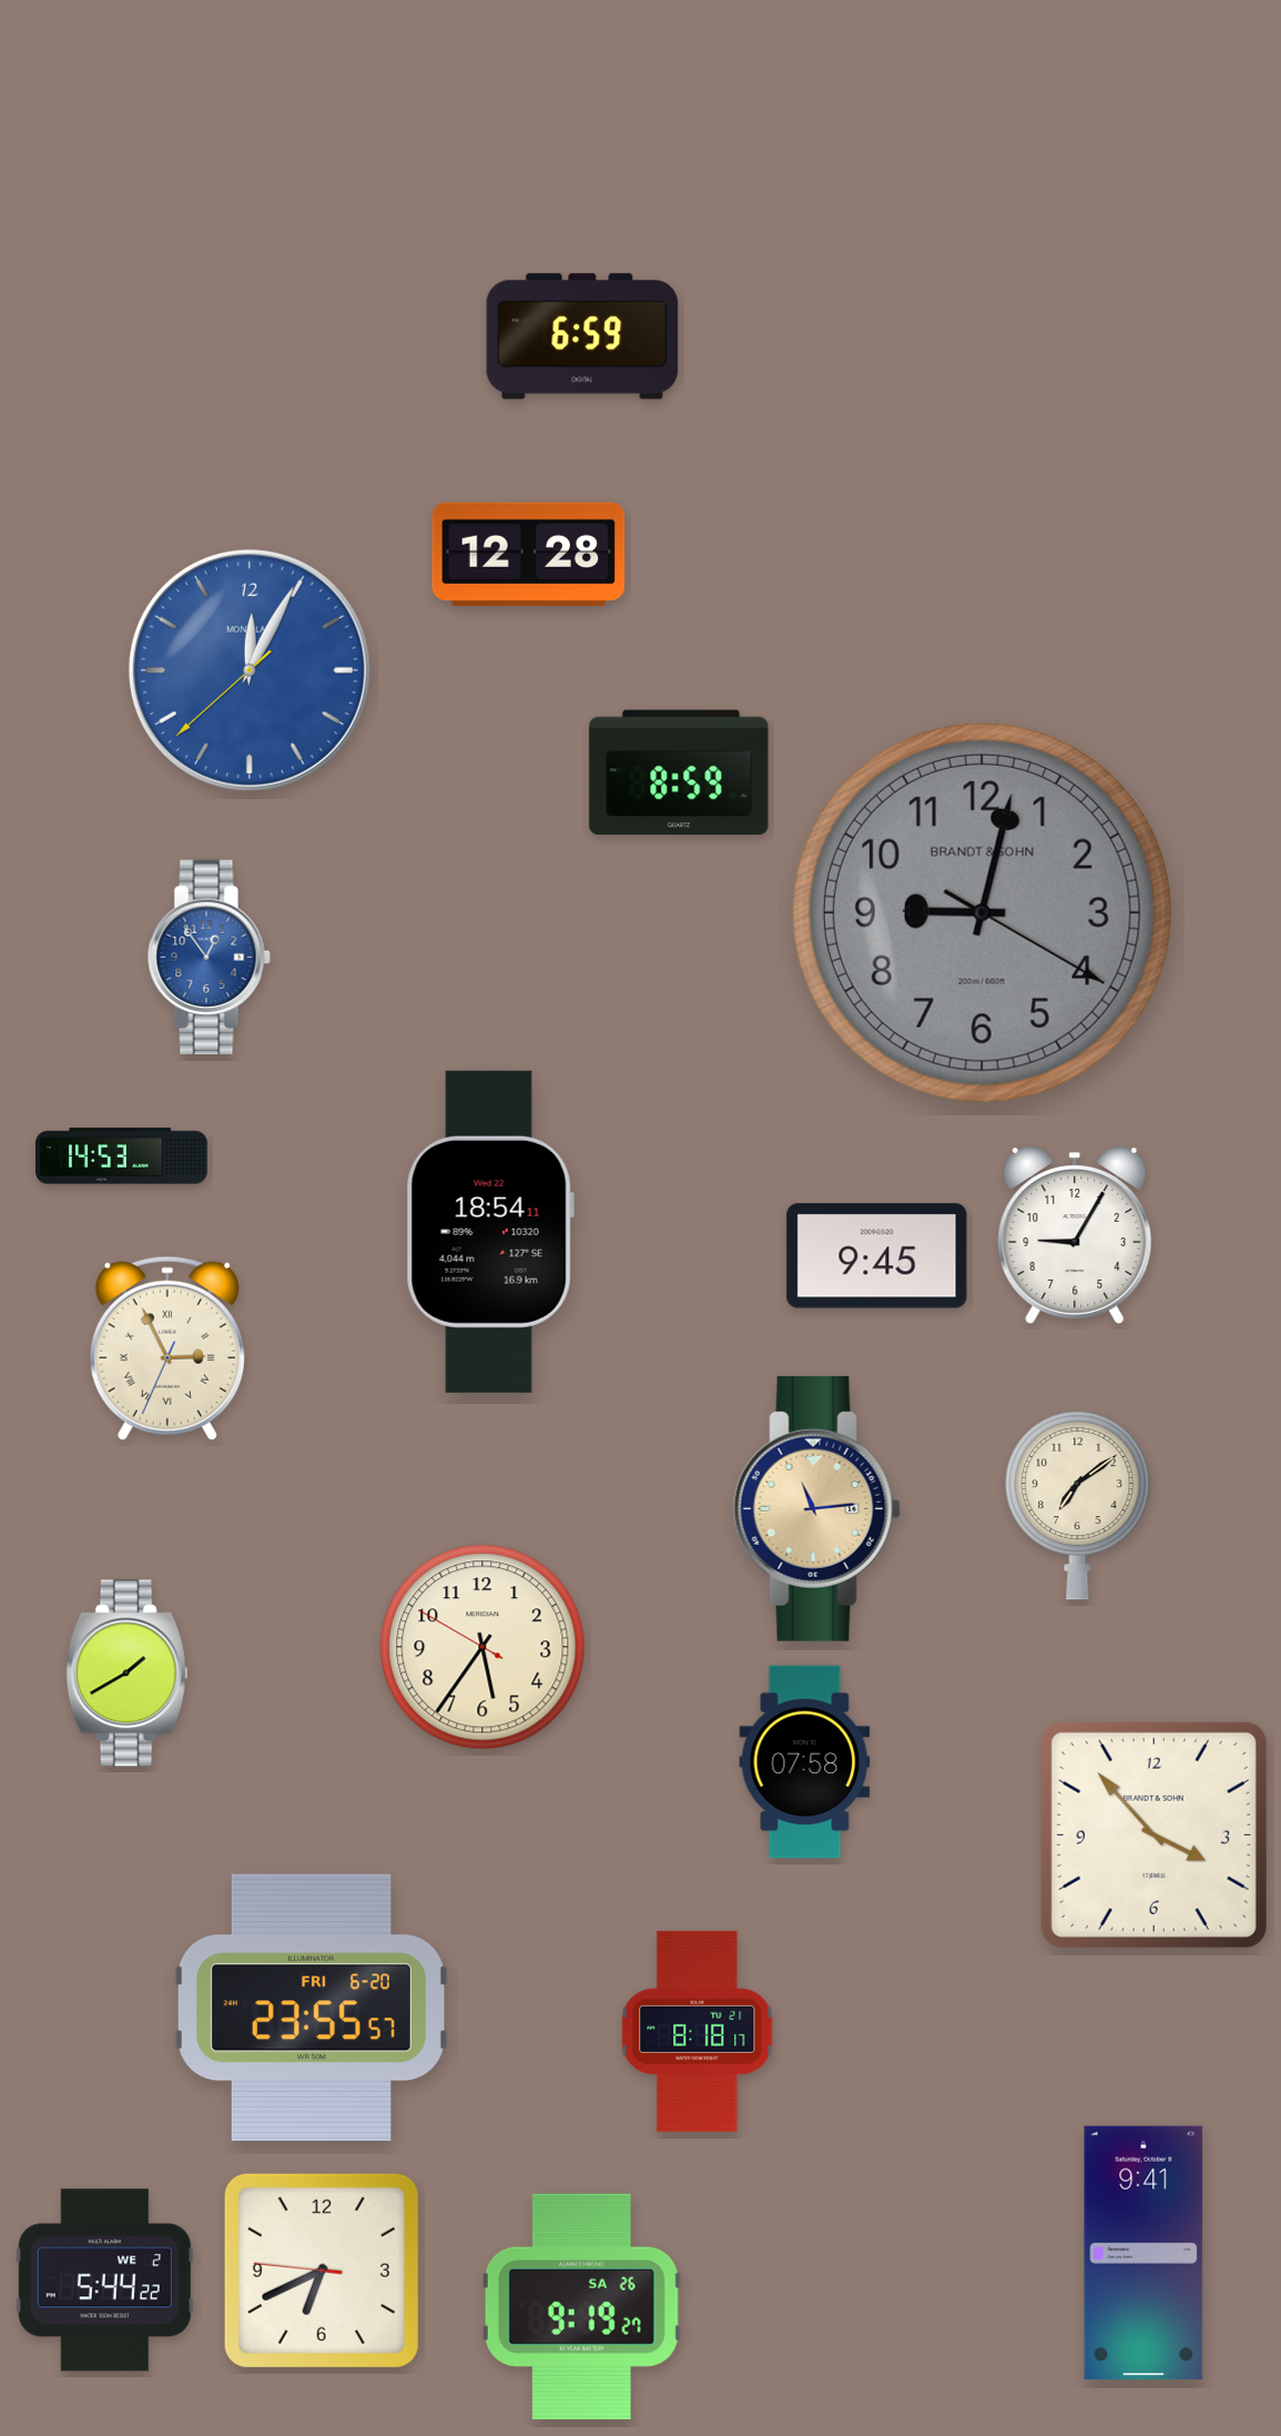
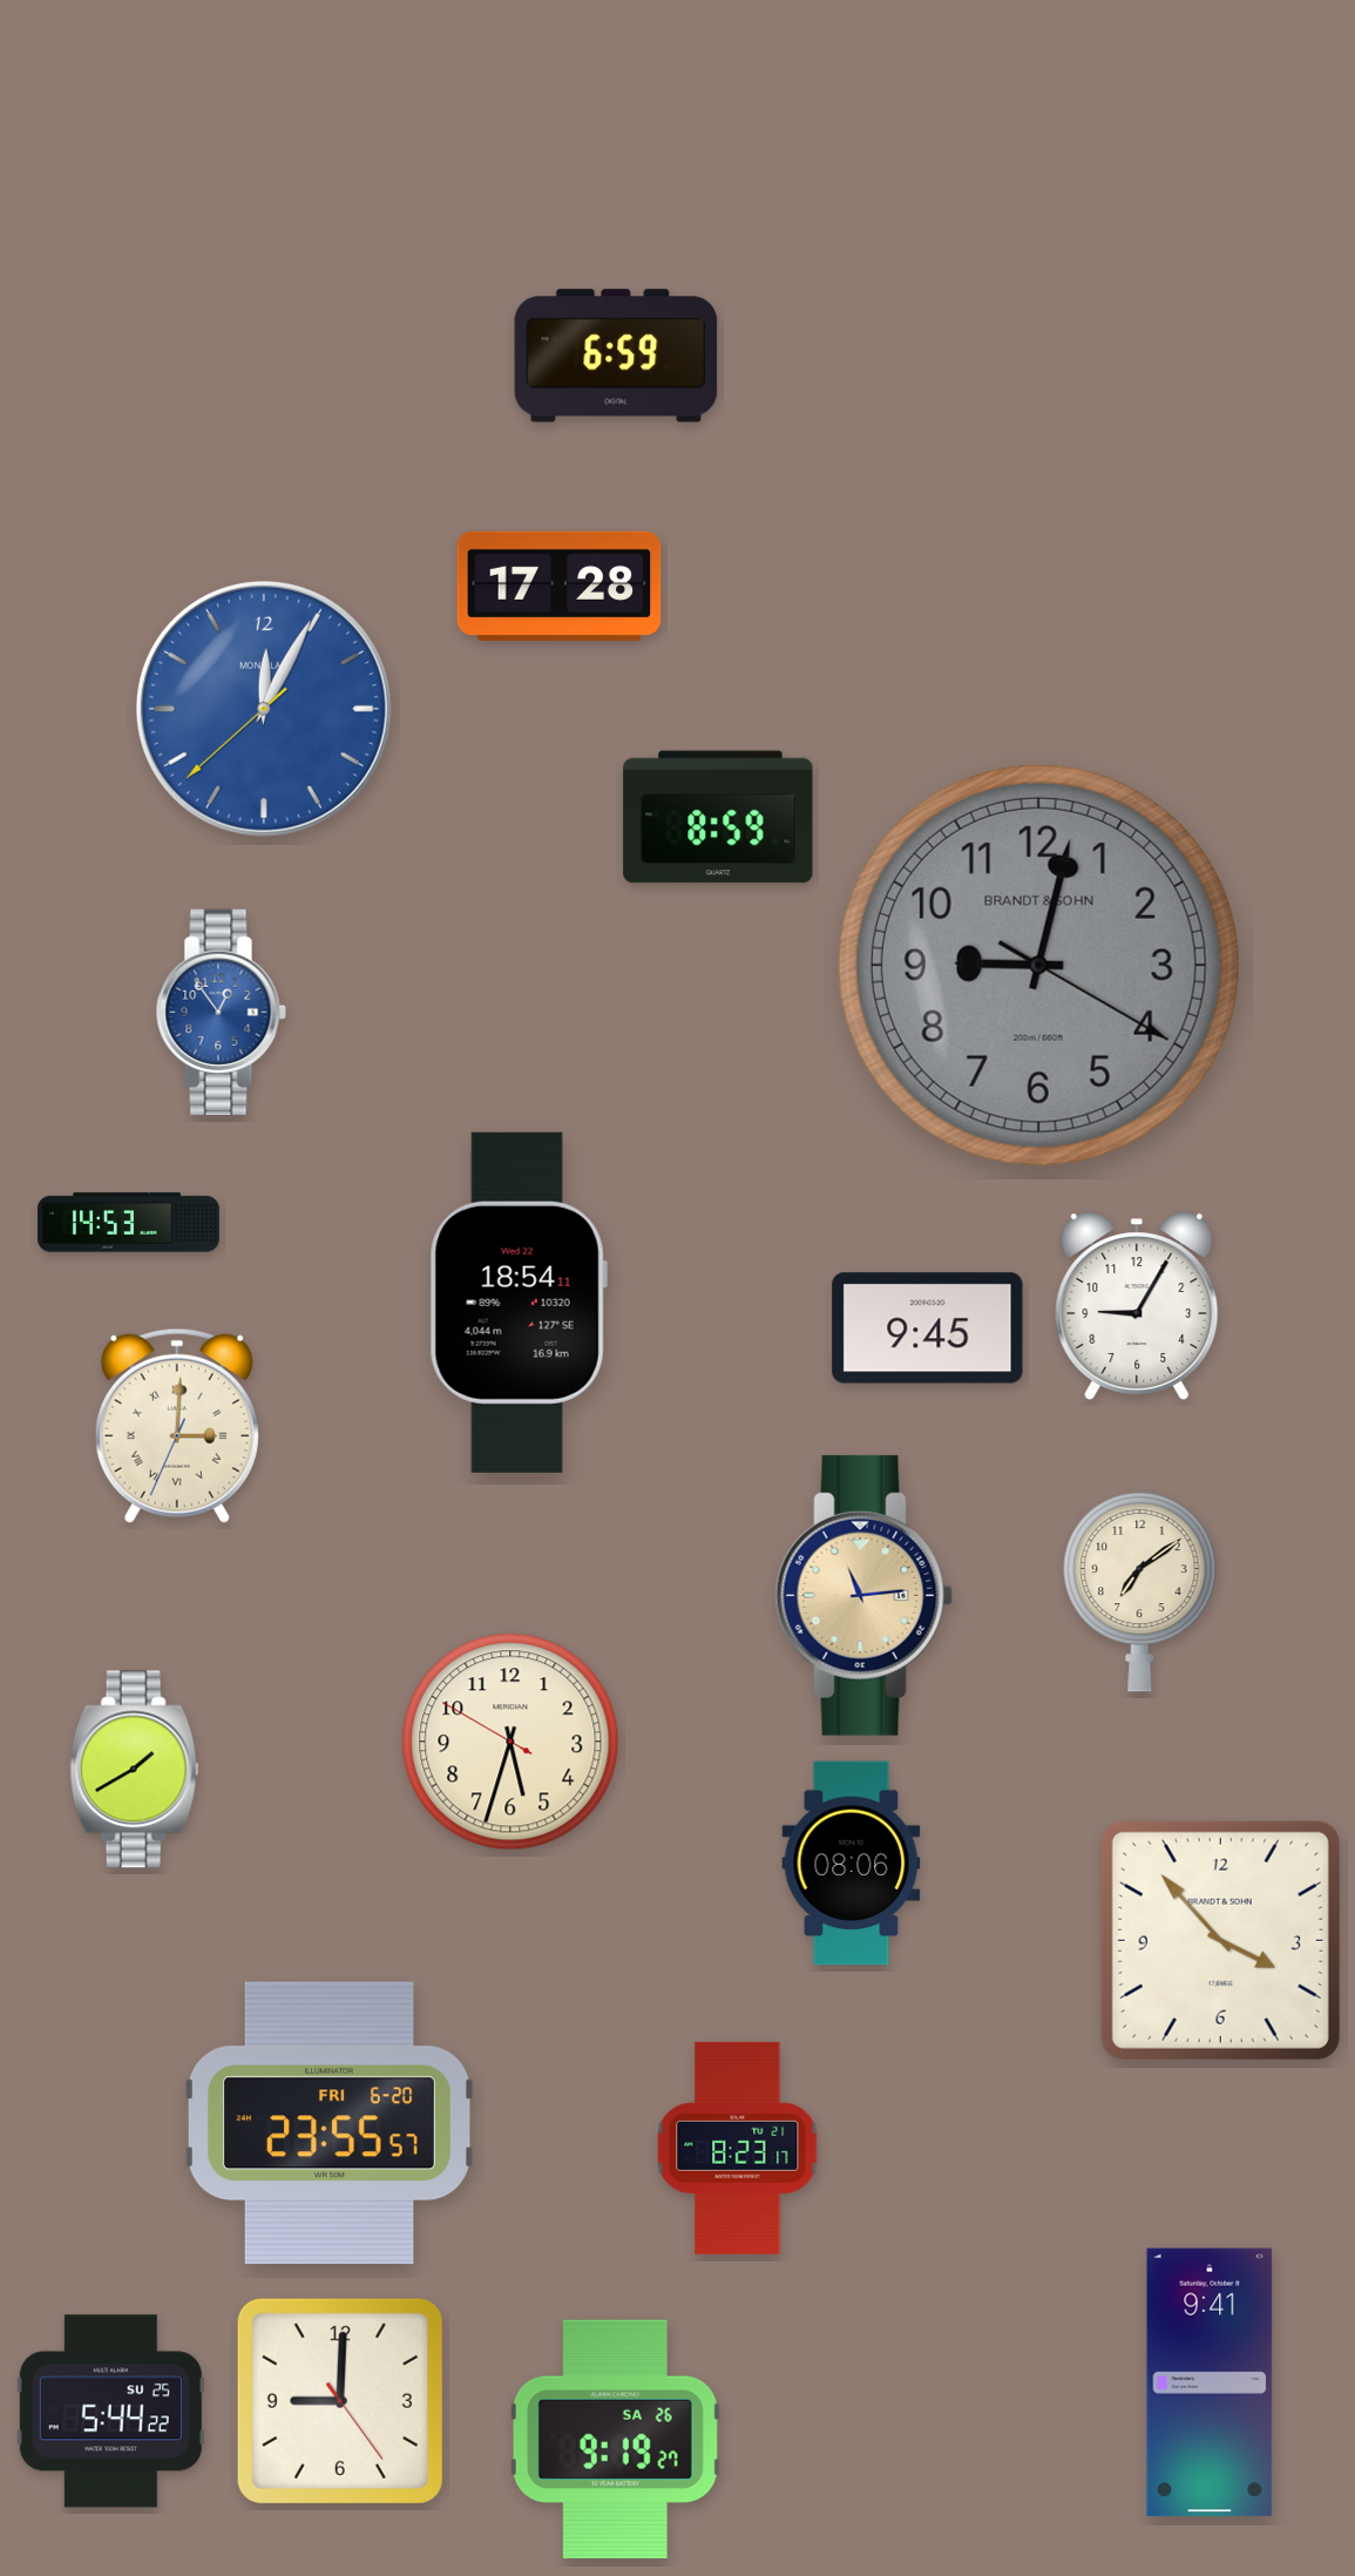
clock at (529, 554): 12:28 -> 17:28
clock at (167, 1348): 2:55 -> 3:00
clock at (482, 1647): 5:35 -> 5:32
clock at (805, 1762): 07:58 -> 08:06
clock at (698, 2031): 8:18 -> 8:23
clock at (322, 2271): 6:40 -> 9:00
clock at (104, 2281) date: WE 2 -> SU 25
